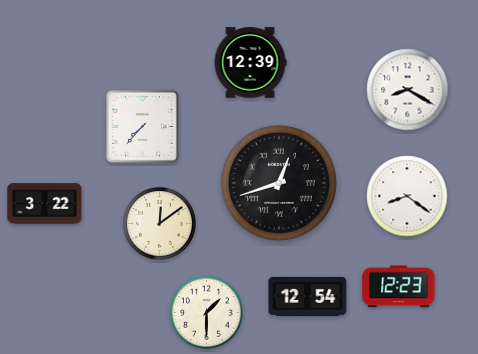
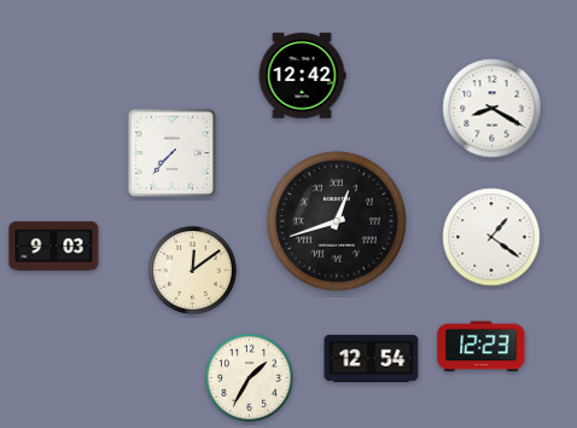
clock at (250, 63): 12:39 -> 12:42
clock at (407, 196): 8:21 -> 1:21
clock at (45, 204): 3:22 -> 9:03
clock at (207, 313): 1:30 -> 1:35
